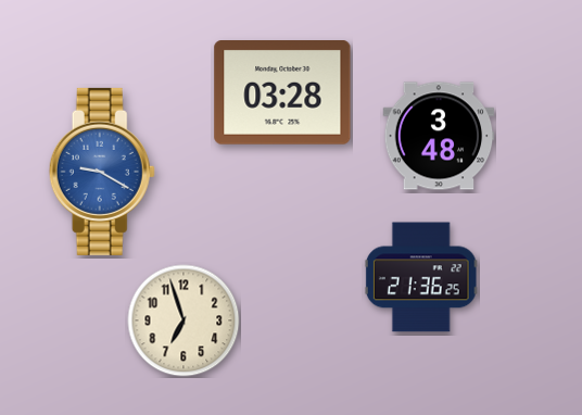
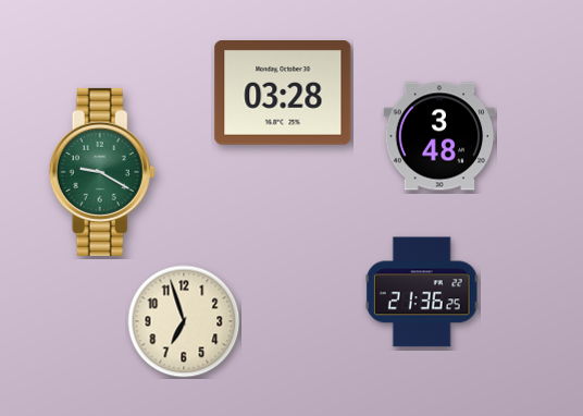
clock at (102, 172) dial: blue -> green
clock at (421, 277) position: (421, 277) -> (422, 292)
